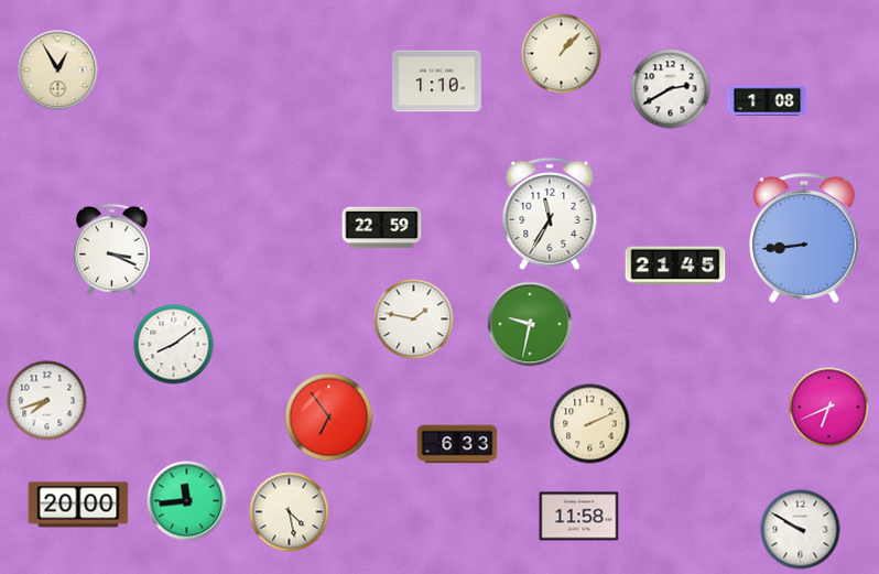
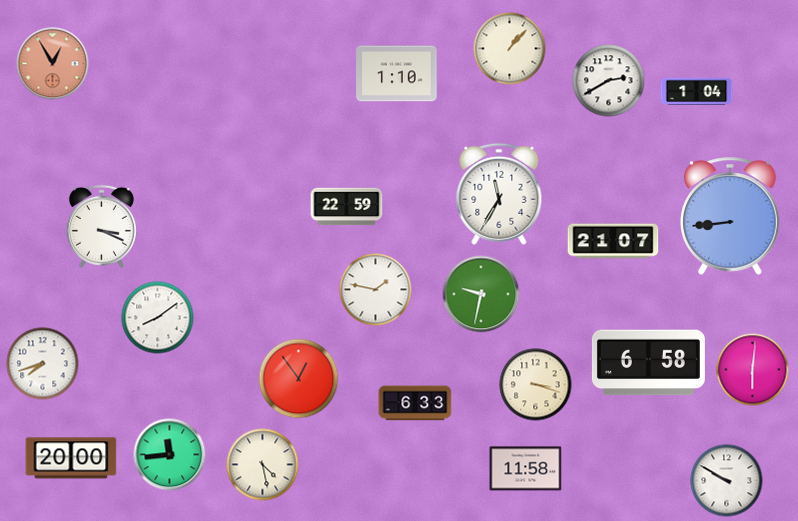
clock at (58, 71) dial: cream -> salmon
clock at (768, 100): 1:08 -> 1:04
clock at (675, 266): 21:45 -> 21:07
clock at (174, 345) position: (174, 345) -> (158, 318)
clock at (648, 363): none -> 6:58
clock at (829, 408): 6:41 -> 6:01
clock at (329, 418): 6:54 -> 12:54
clock at (590, 424): 2:11 -> 3:18
